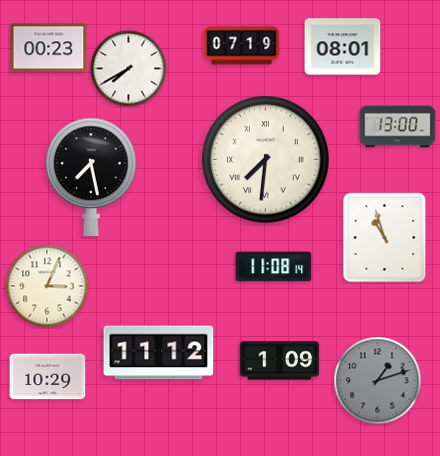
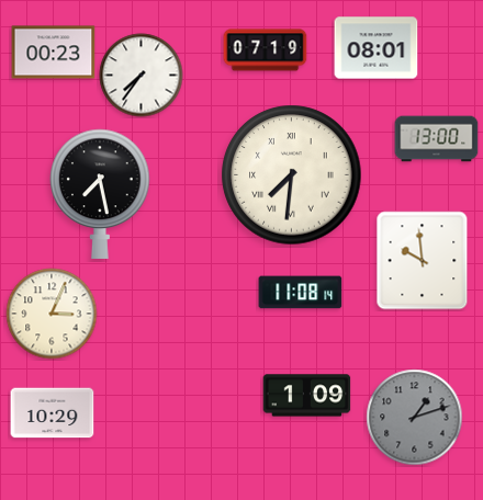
clock at (343, 47) position: (343, 47) -> (377, 48)
clock at (129, 69): 7:40 -> 7:36
clock at (385, 238): 10:57 -> 9:59
clock at (159, 353): 11:12 -> none
